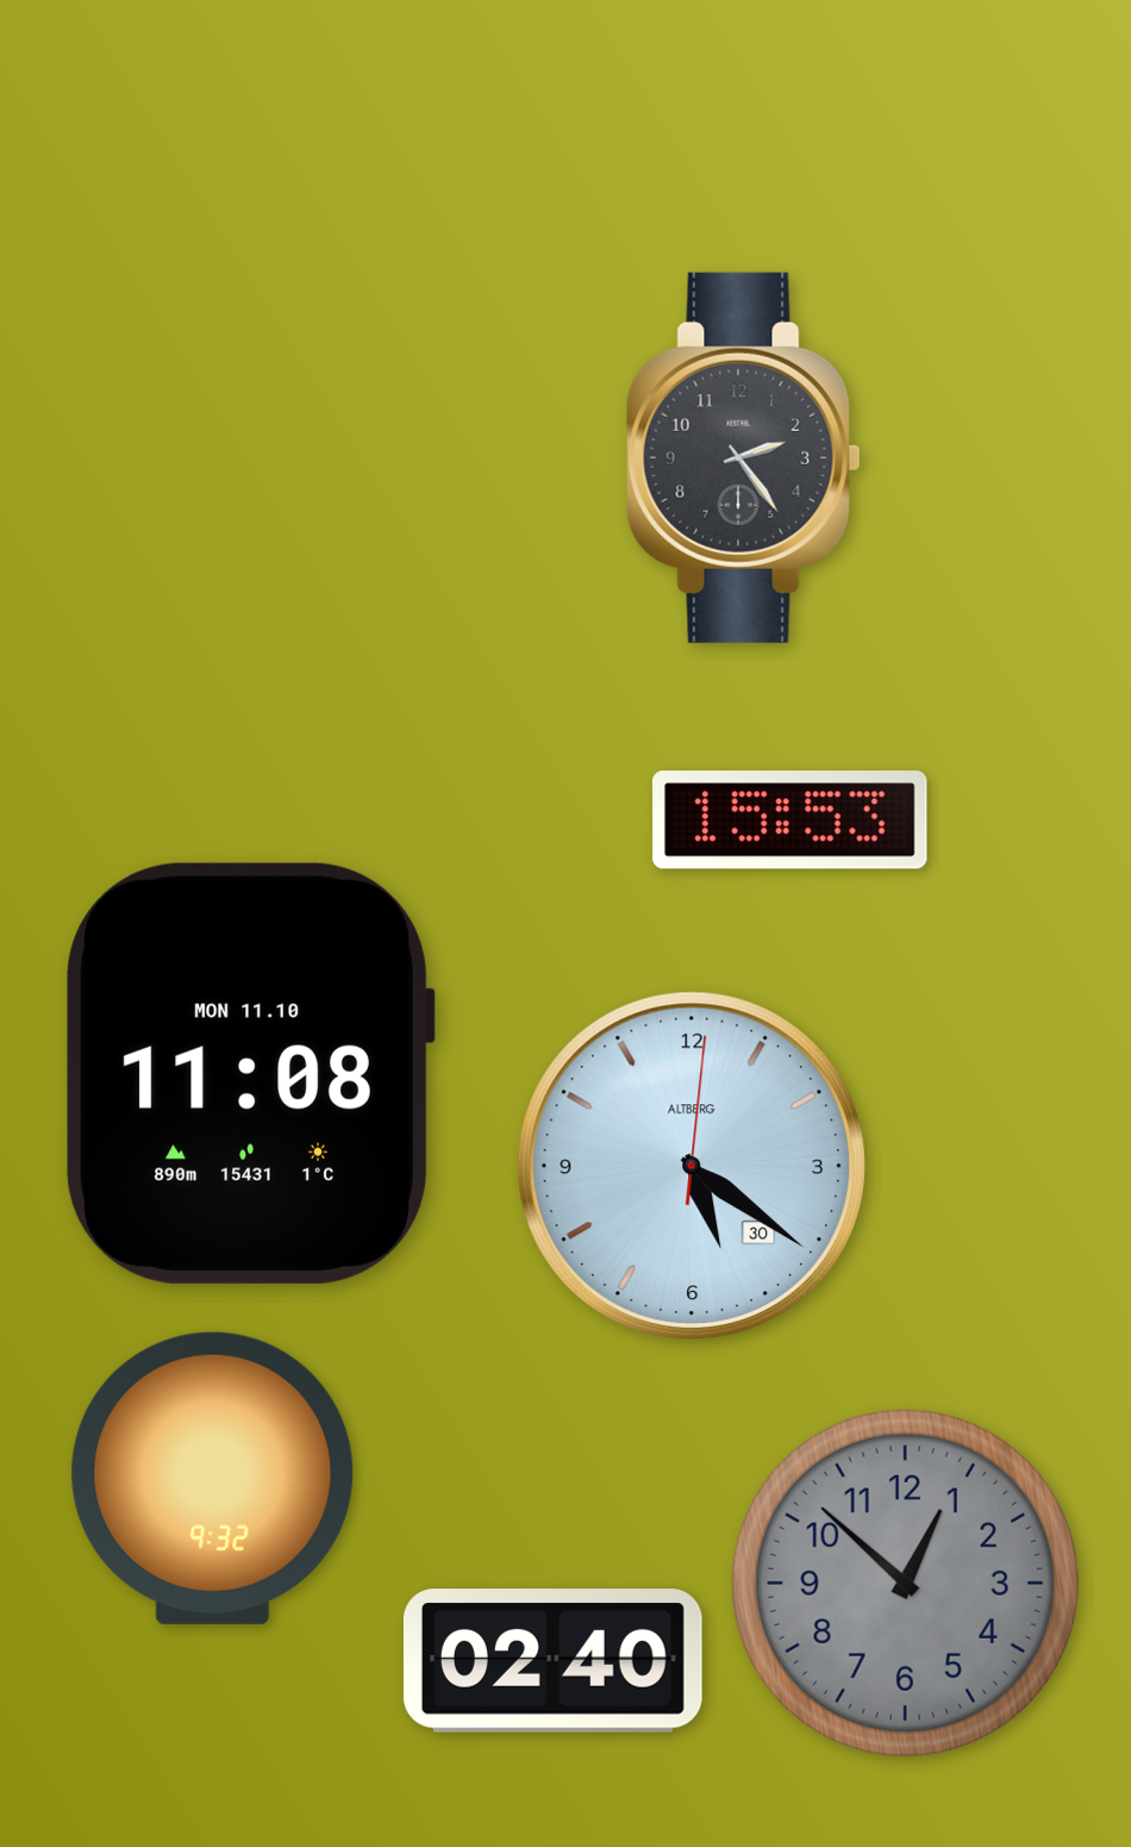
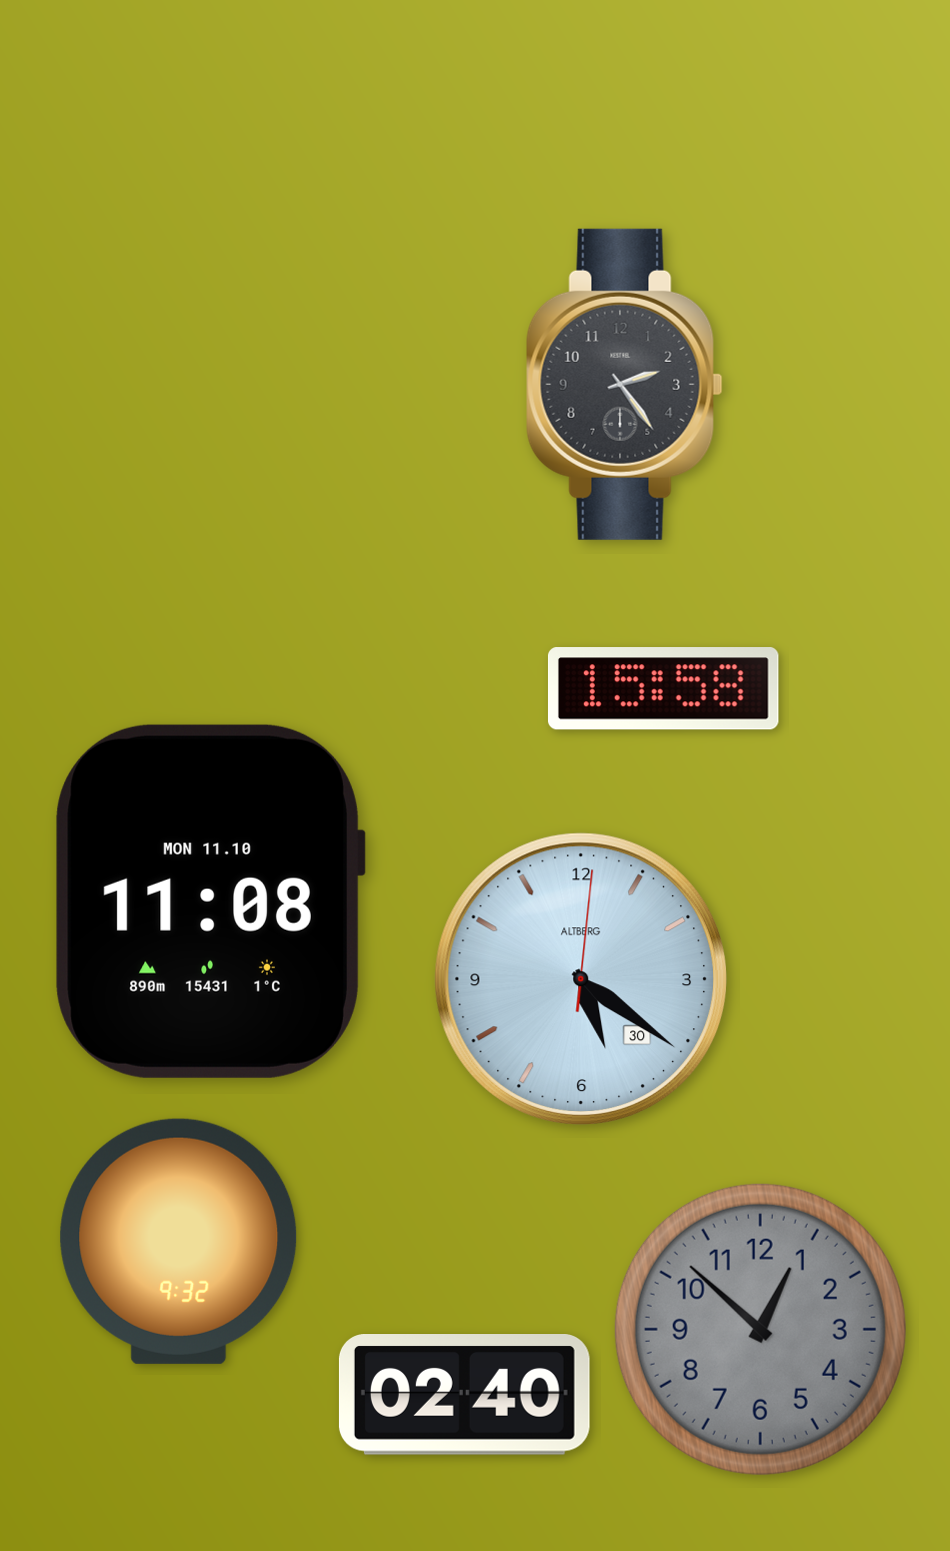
clock at (789, 820): 15:53 -> 15:58
